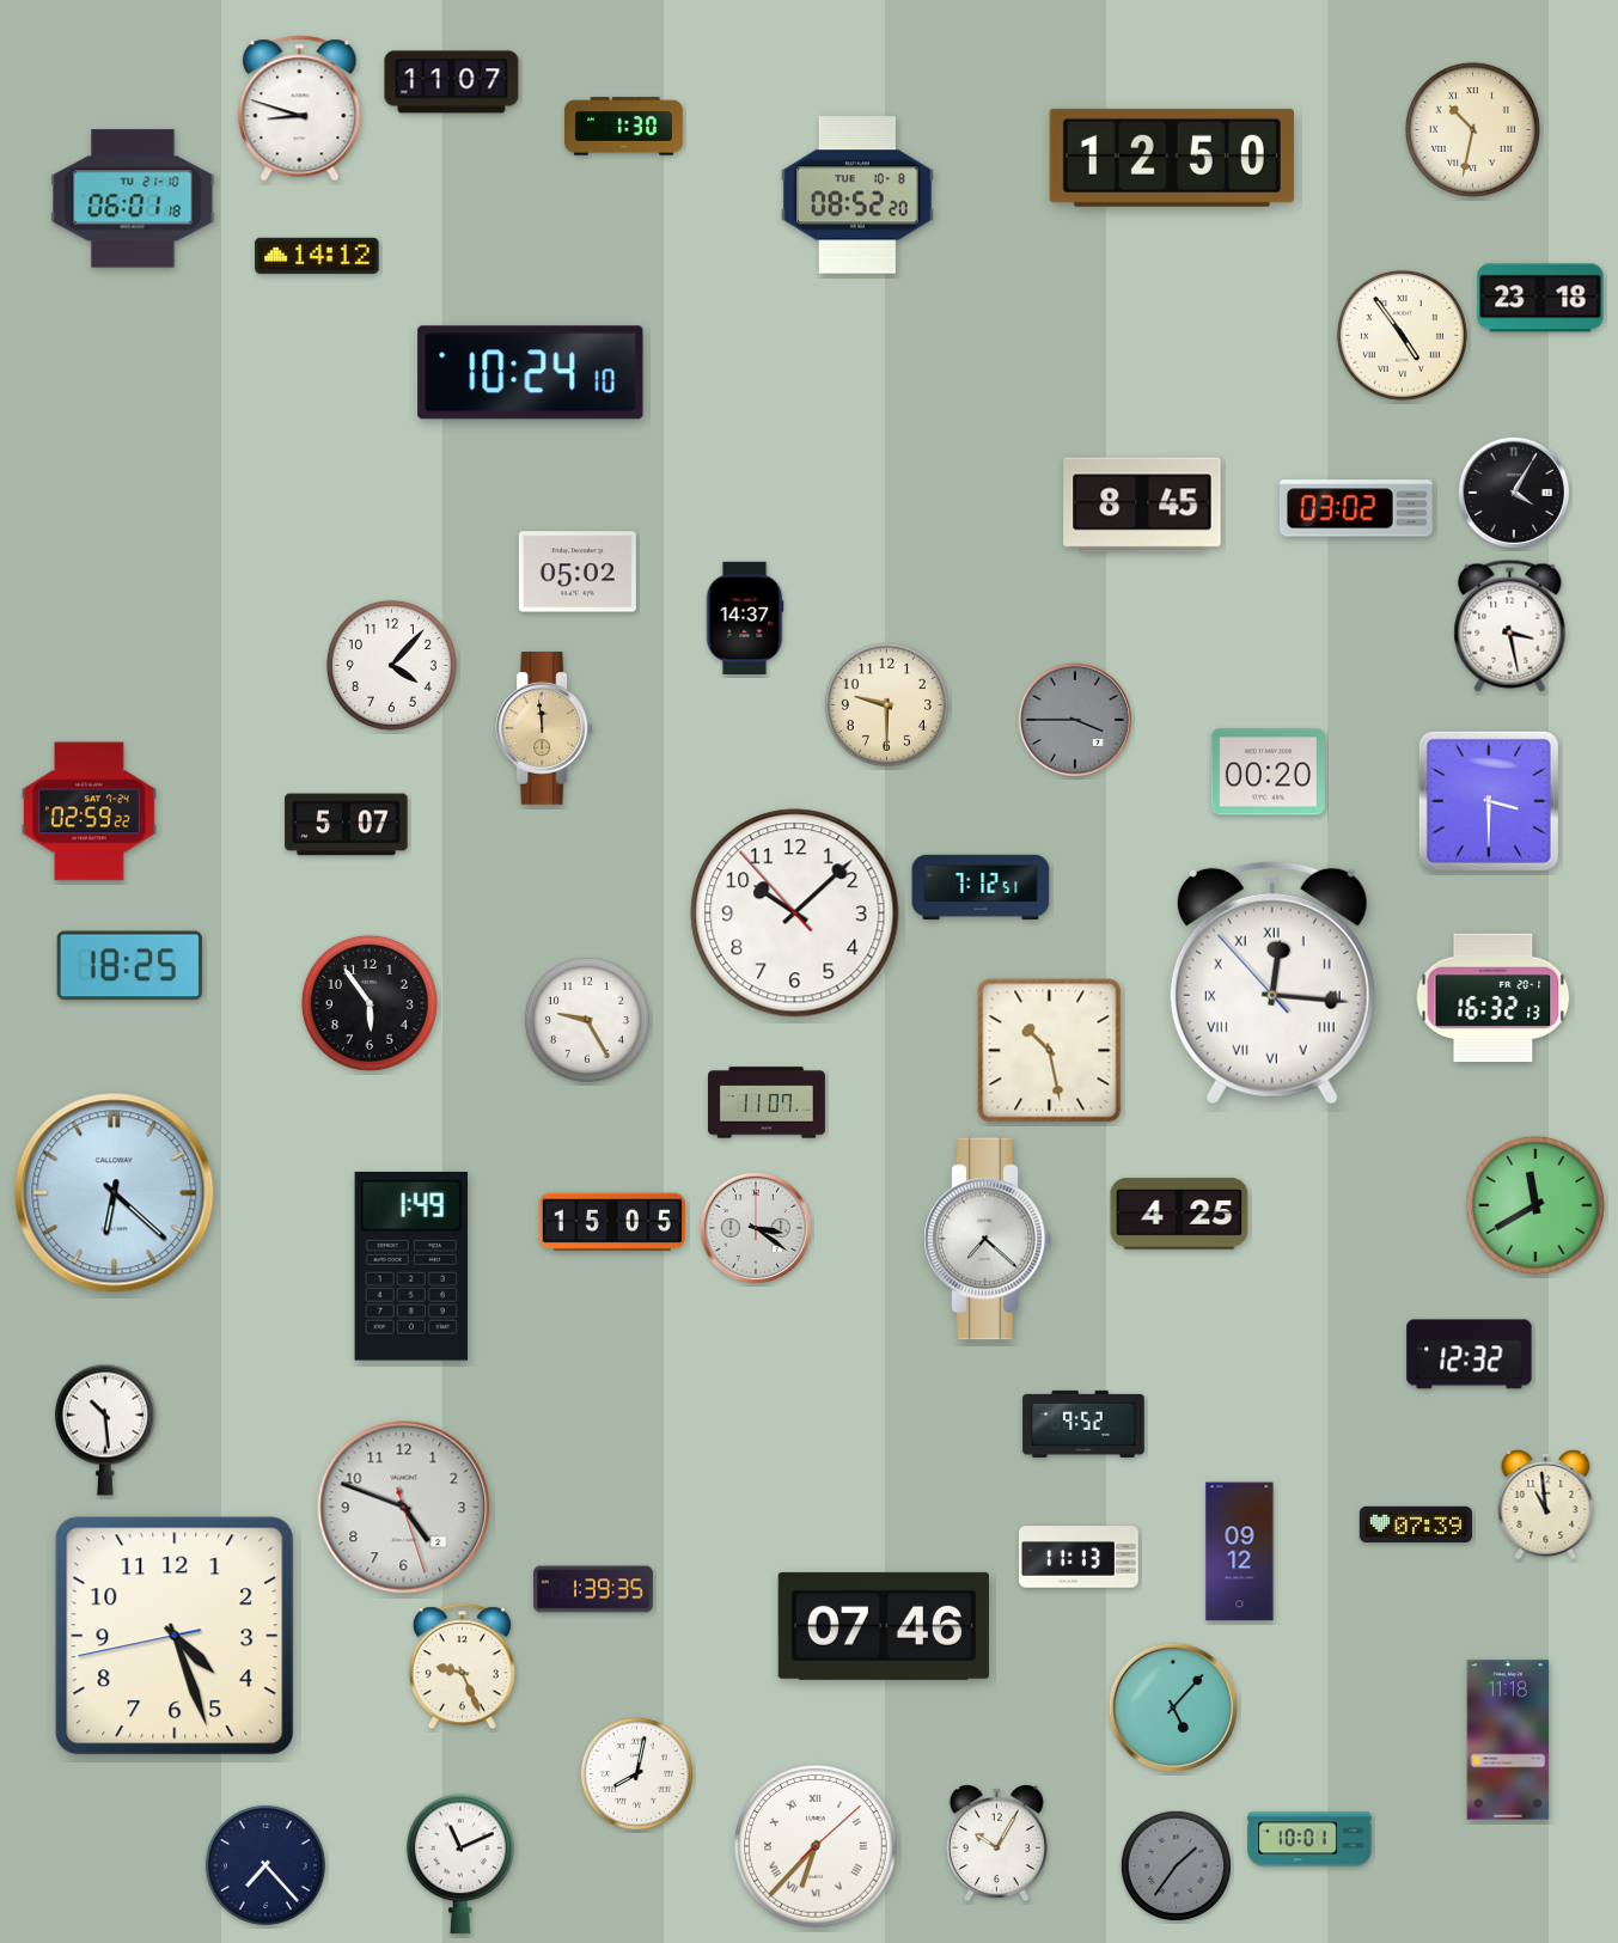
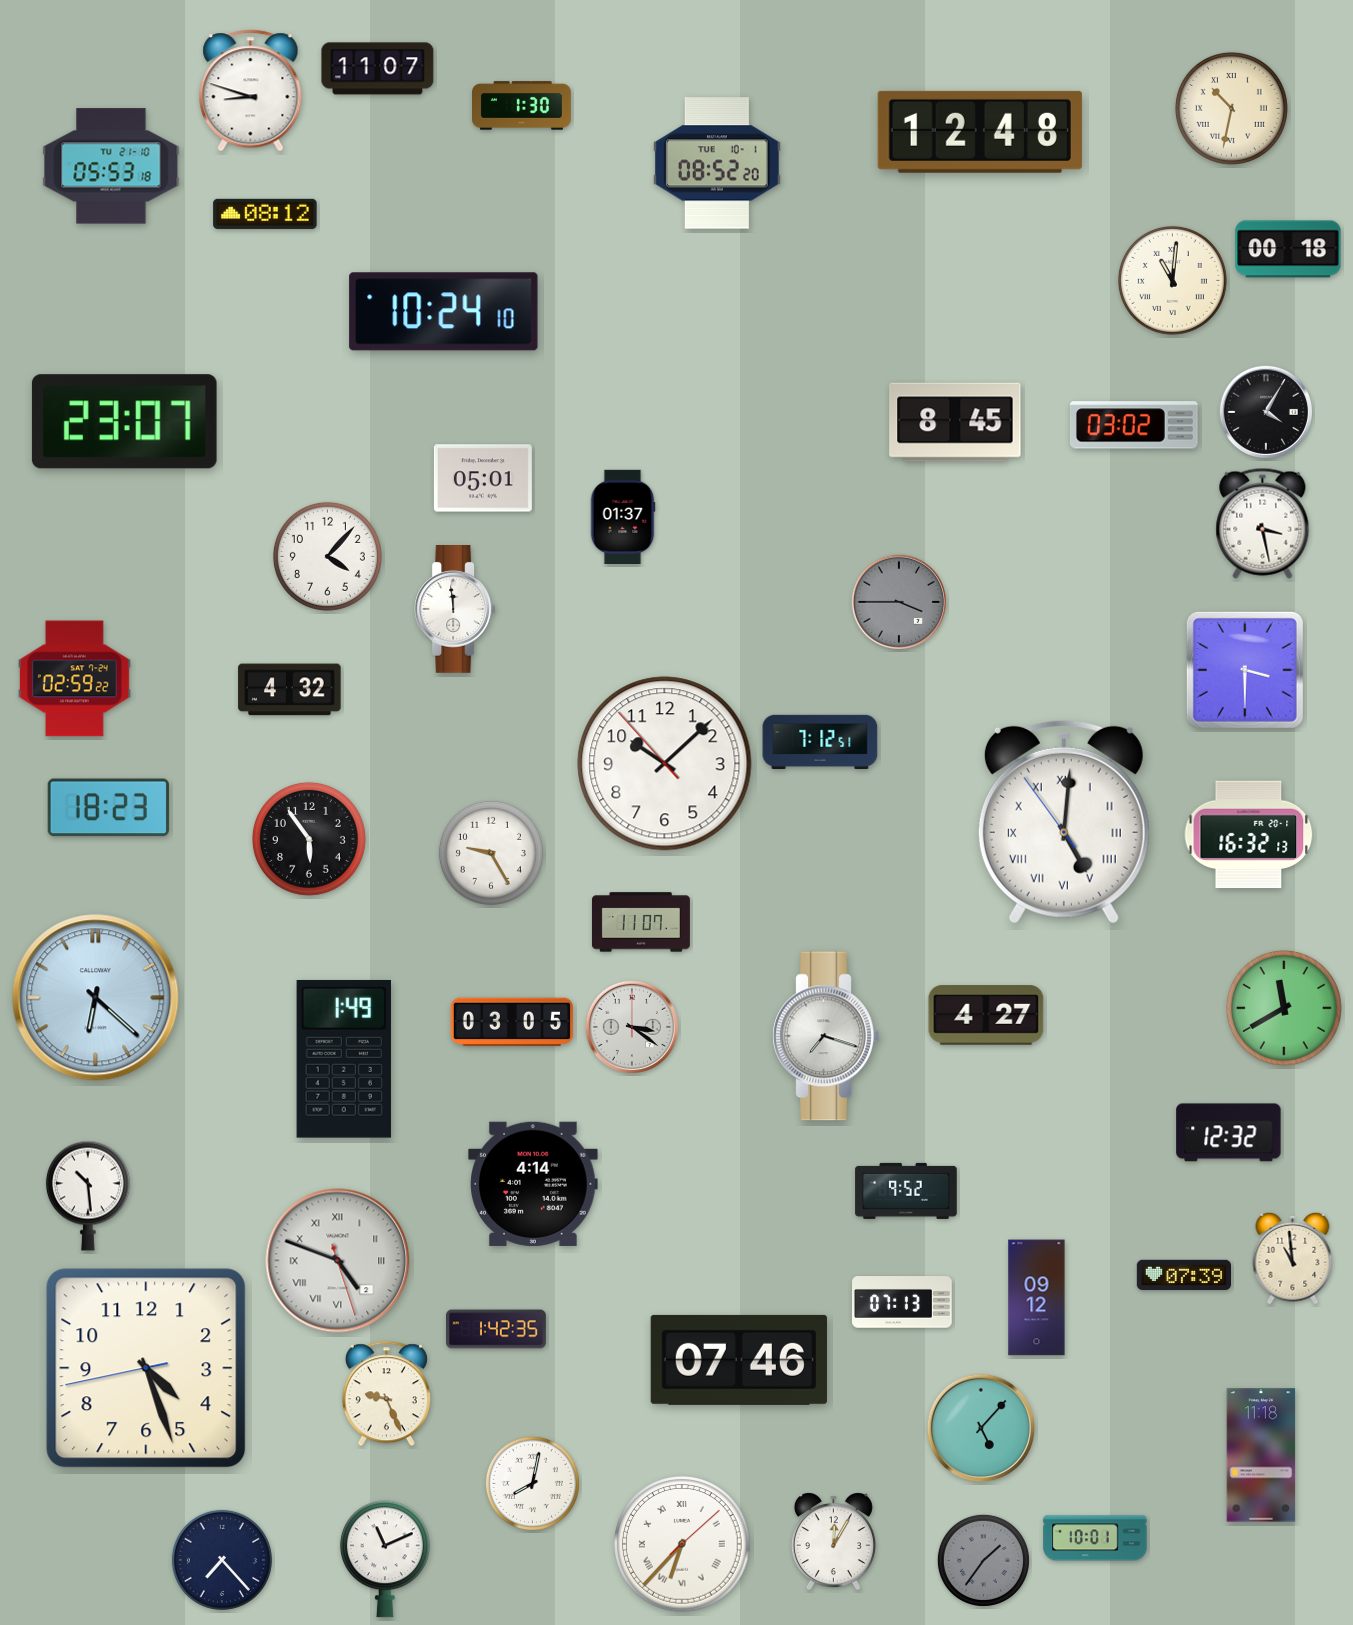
clock at (1172, 158): 12:50 -> 12:48
clock at (857, 195) date: TUE 10-8 -> TUE 10-1
clock at (133, 198): 06:01 -> 05:53
clock at (317, 256): 14:12 -> 08:12
clock at (1540, 298): 23:18 -> 00:18
clock at (1402, 335): 4:54 -> 11:01
clock at (124, 422): none -> 23:07
clock at (578, 572): 05:02 -> 05:01
clock at (745, 617): 14:37 -> 01:37
clock at (886, 704): 9:30 -> none
clock at (544, 729) dial: champagne -> white
clock at (1268, 772): 00:20 -> none
clock at (347, 825): 5:07 -> 4:32
clock at (129, 966): 18:25 -> 18:23
clock at (1272, 983): 12:15 -> 5:00
clock at (1050, 1051): 10:28 -> none
clock at (1179, 1214): 4:25 -> 4:27
clock at (612, 1222): 15:05 -> 03:05
clock at (988, 1239): 7:22 -> 7:18
clock at (533, 1184): none -> 4:14
clock at (404, 1508) numerals: Arabic -> Roman
clock at (1080, 1557): 11:13 -> 07:13
clock at (593, 1589): 1:39 -> 1:42
clock at (996, 1844): 10:05 -> 12:05
